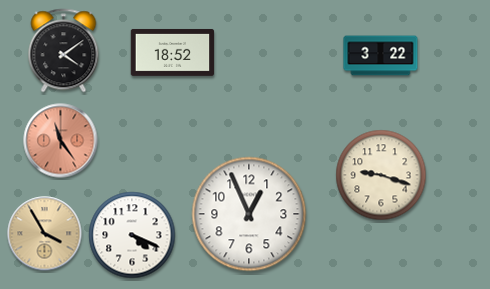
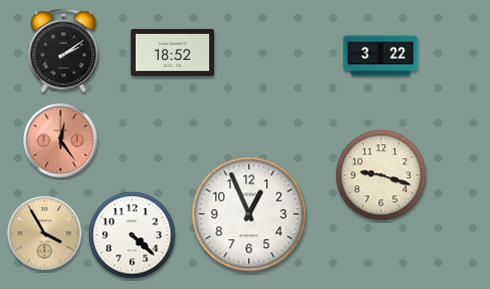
clock at (64, 51): 4:09 -> 2:09
clock at (61, 141): 11:24 -> 12:24
clock at (132, 235): 4:19 -> 4:22
